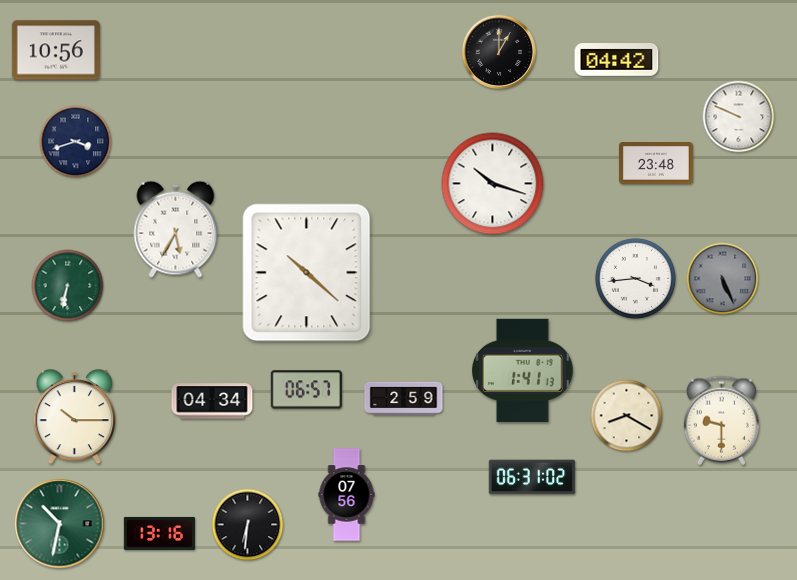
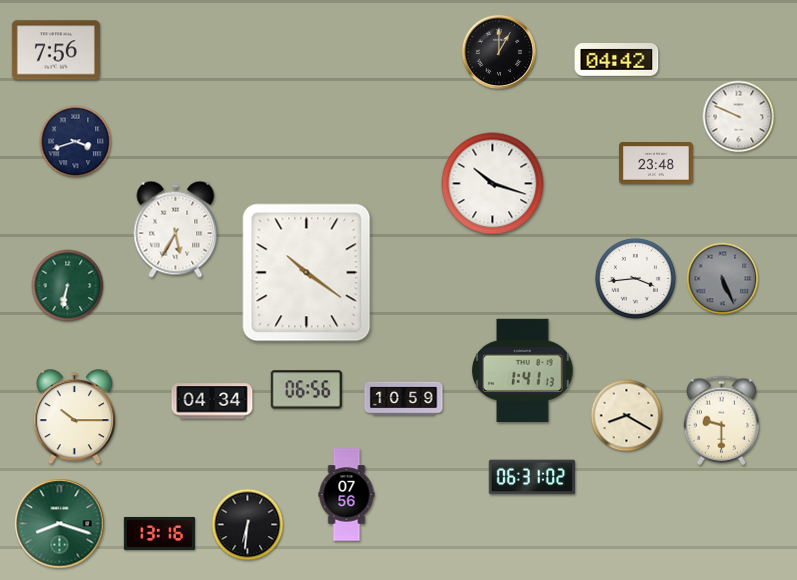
clock at (56, 50): 10:56 -> 7:56
clock at (307, 273): 10:22 -> 10:21
clock at (306, 390): 06:57 -> 06:56
clock at (404, 399): 2:59 -> 10:59
clock at (60, 524): 10:32 -> 8:18
